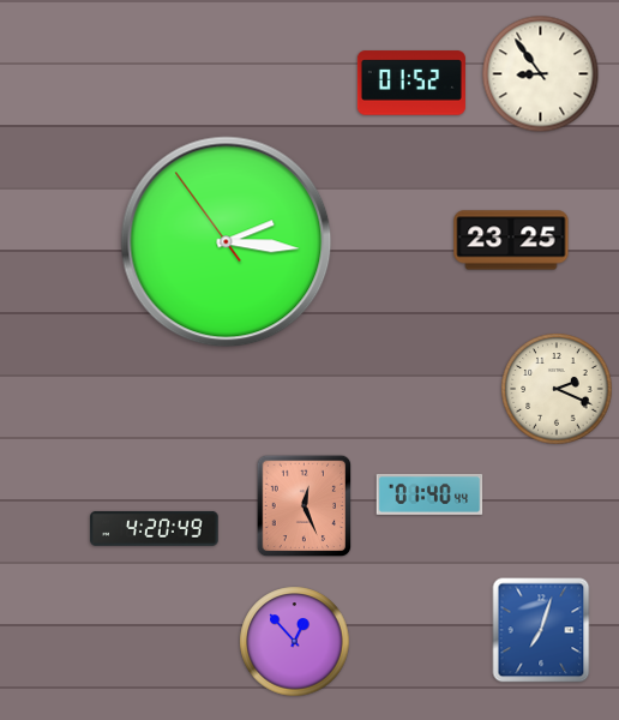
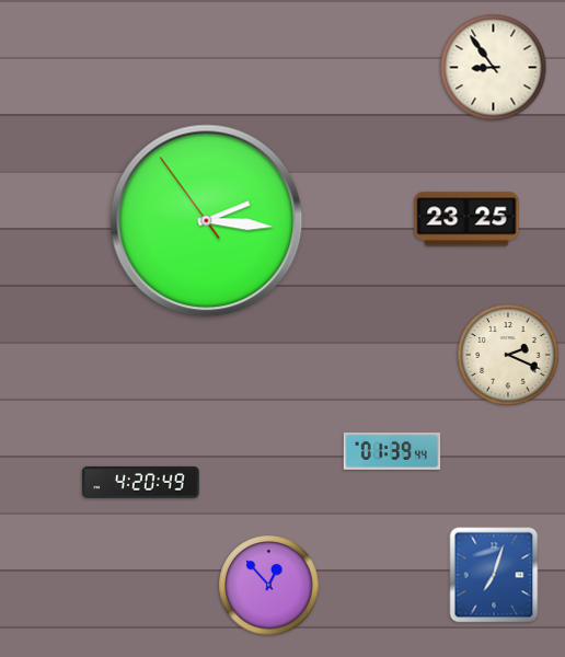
clock at (411, 83): 01:52 -> none
clock at (429, 494): 01:40 -> 01:39
clock at (305, 506): 12:26 -> none
